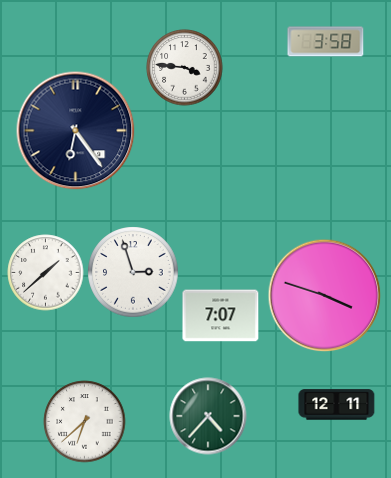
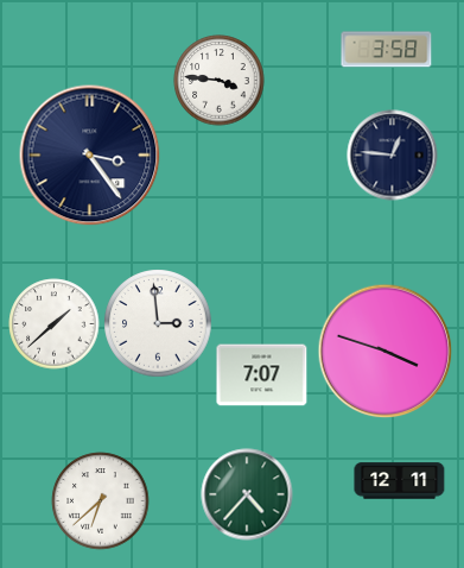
clock at (76, 131): 6:24 -> 3:24
clock at (393, 156): none -> 12:46
clock at (133, 272): 2:57 -> 2:59
